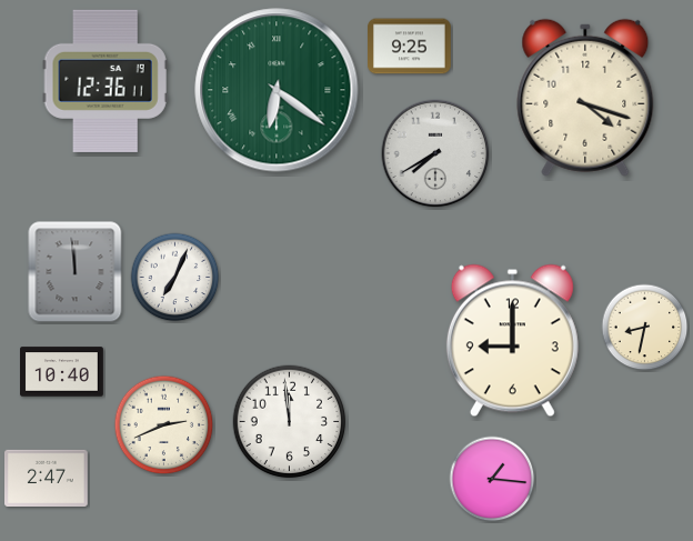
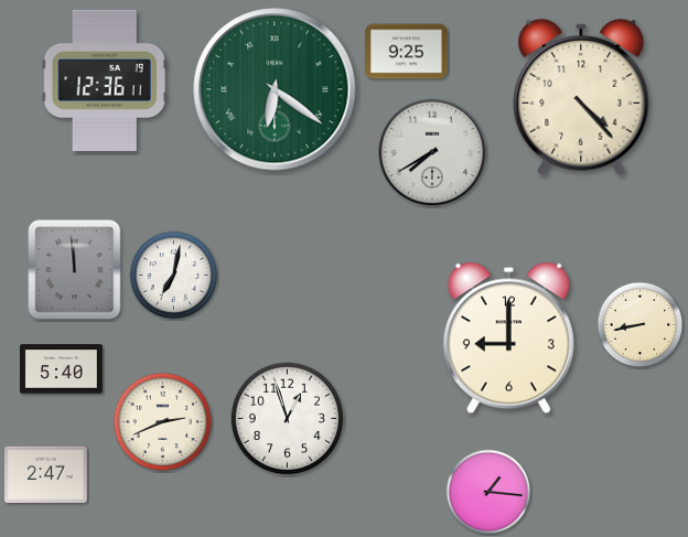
clock at (410, 47) position: (410, 47) -> (407, 52)
clock at (585, 98): 4:18 -> 4:23
clock at (175, 278): 7:04 -> 7:02
clock at (645, 328): 8:32 -> 8:43
clock at (62, 372): 10:40 -> 5:40
clock at (290, 422): 11:59 -> 12:57
clock at (492, 479) position: (492, 479) -> (488, 492)
